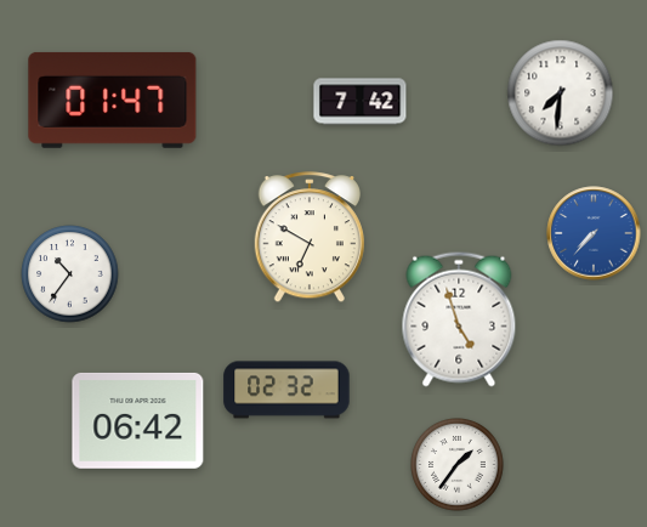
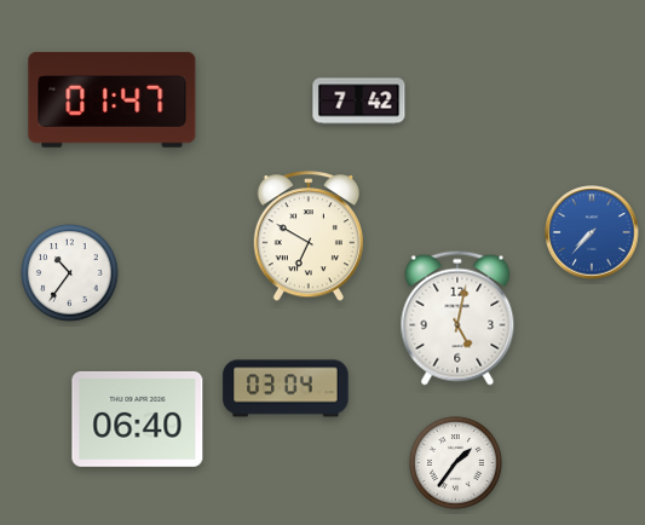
clock at (561, 93): 7:31 -> none
clock at (459, 319): 4:57 -> 5:02
clock at (286, 390): 02:32 -> 03:04
clock at (138, 420): 06:42 -> 06:40
